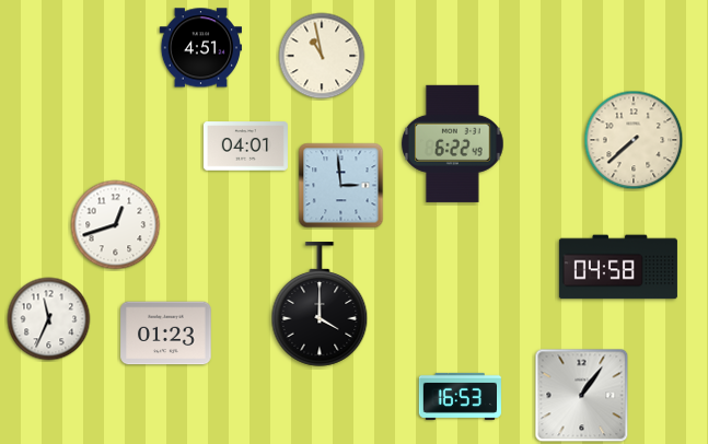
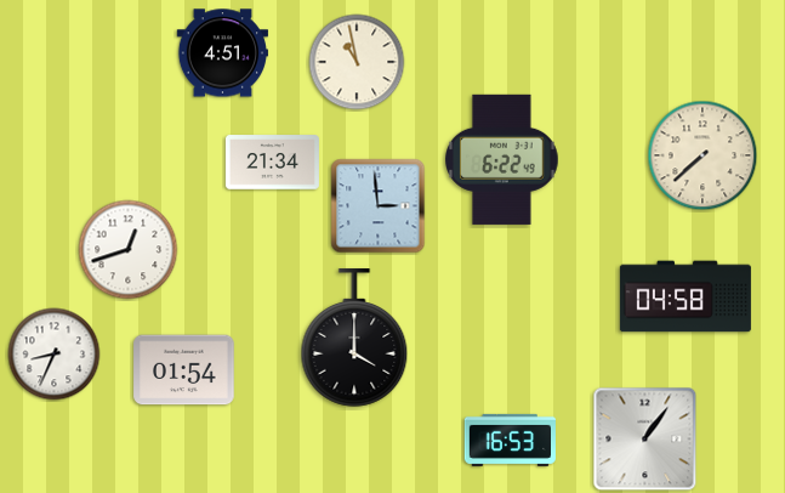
clock at (245, 147): 04:01 -> 21:34
clock at (49, 319): 11:34 -> 8:34
clock at (166, 334): 01:23 -> 01:54
